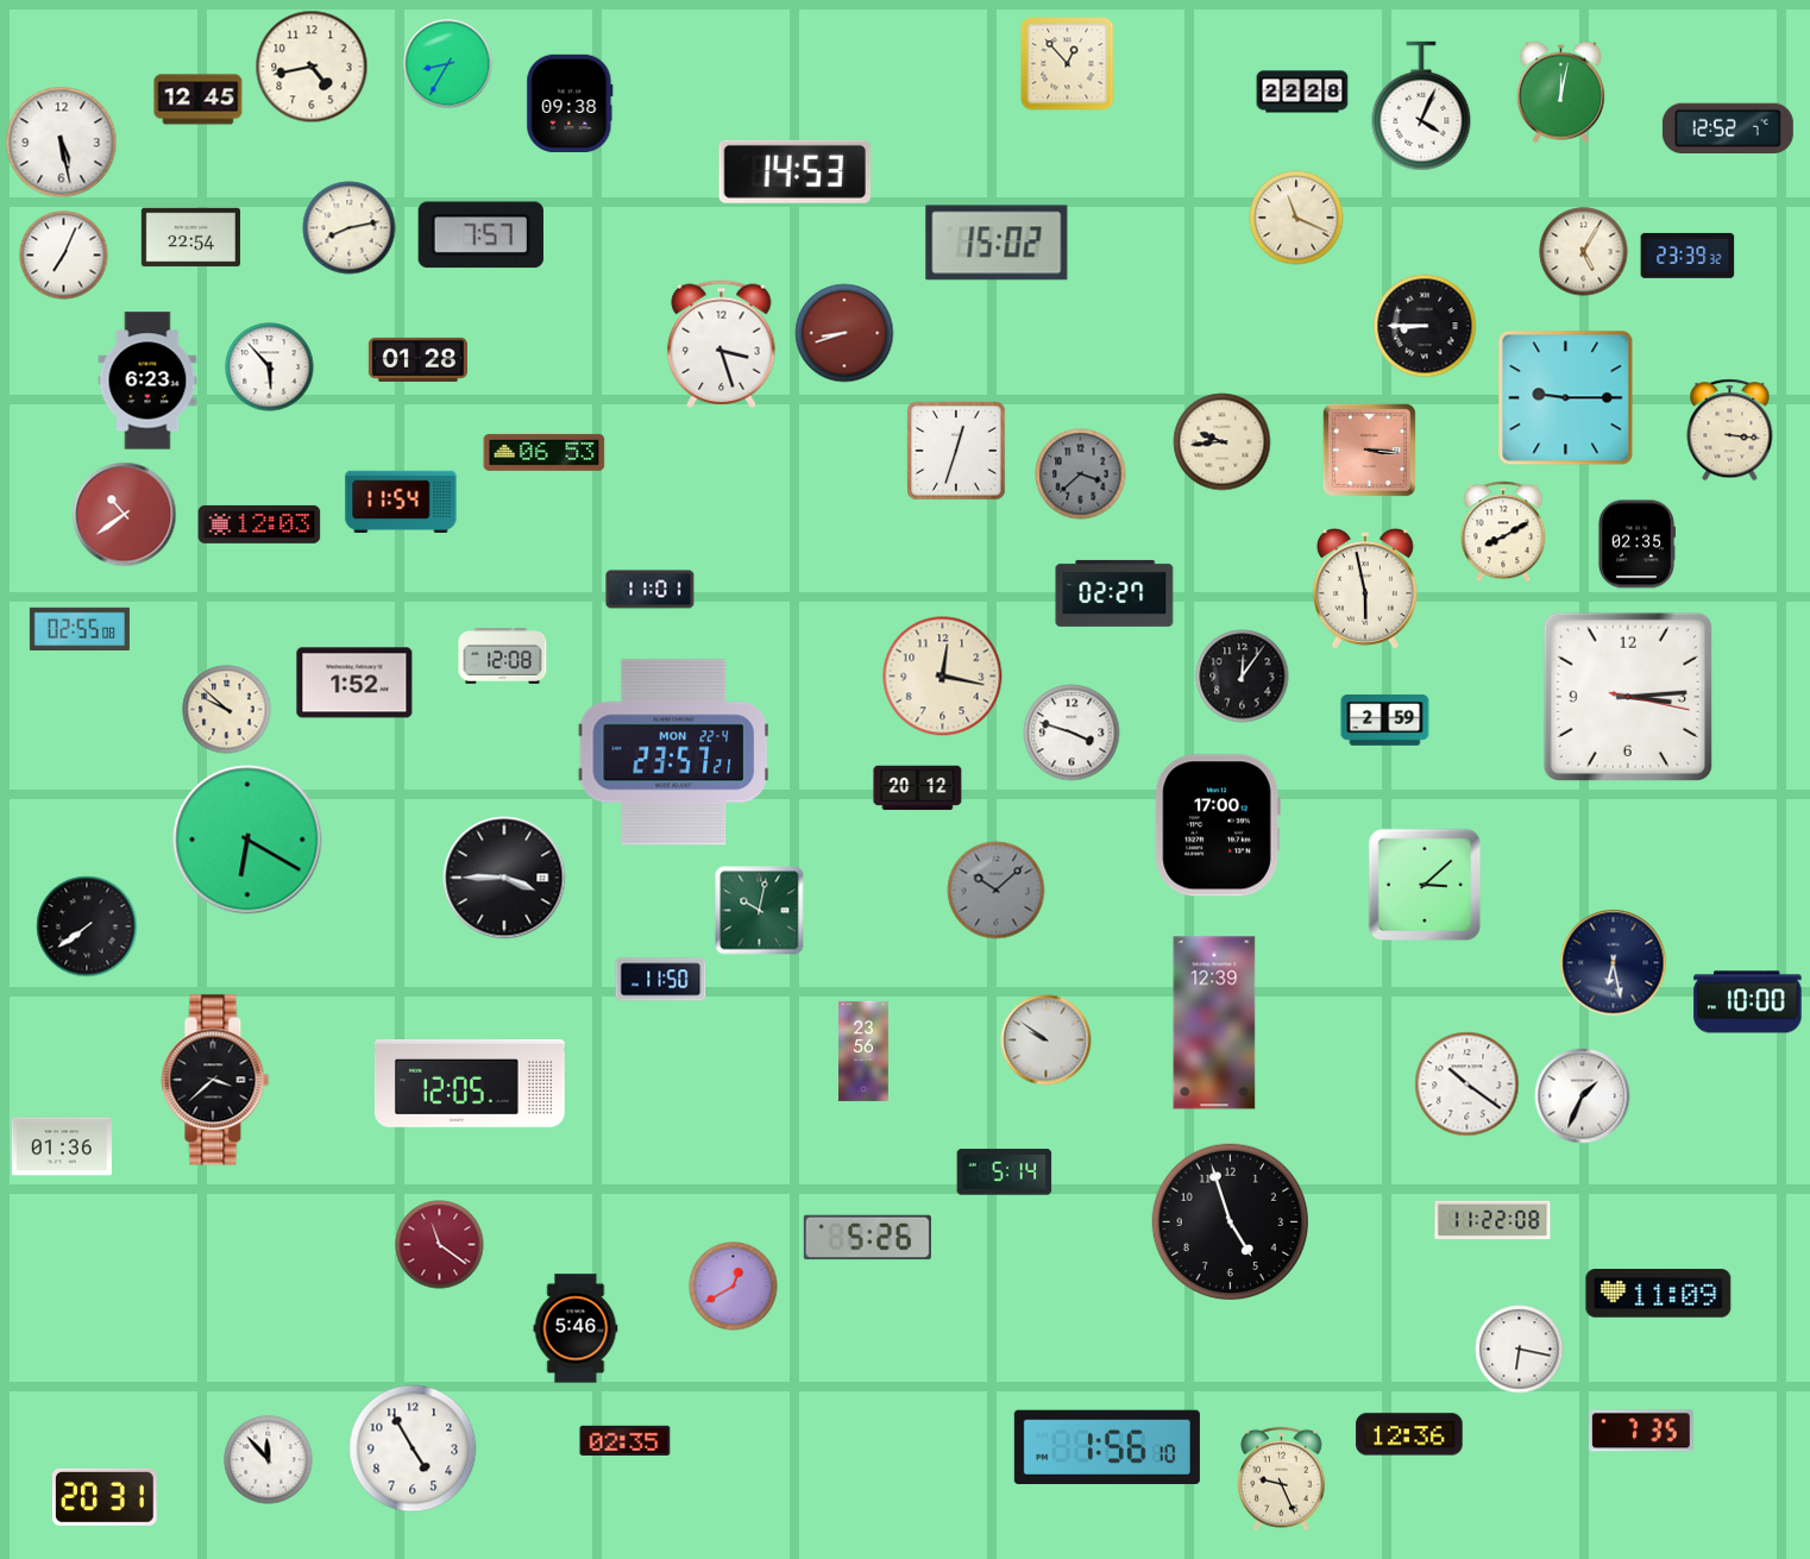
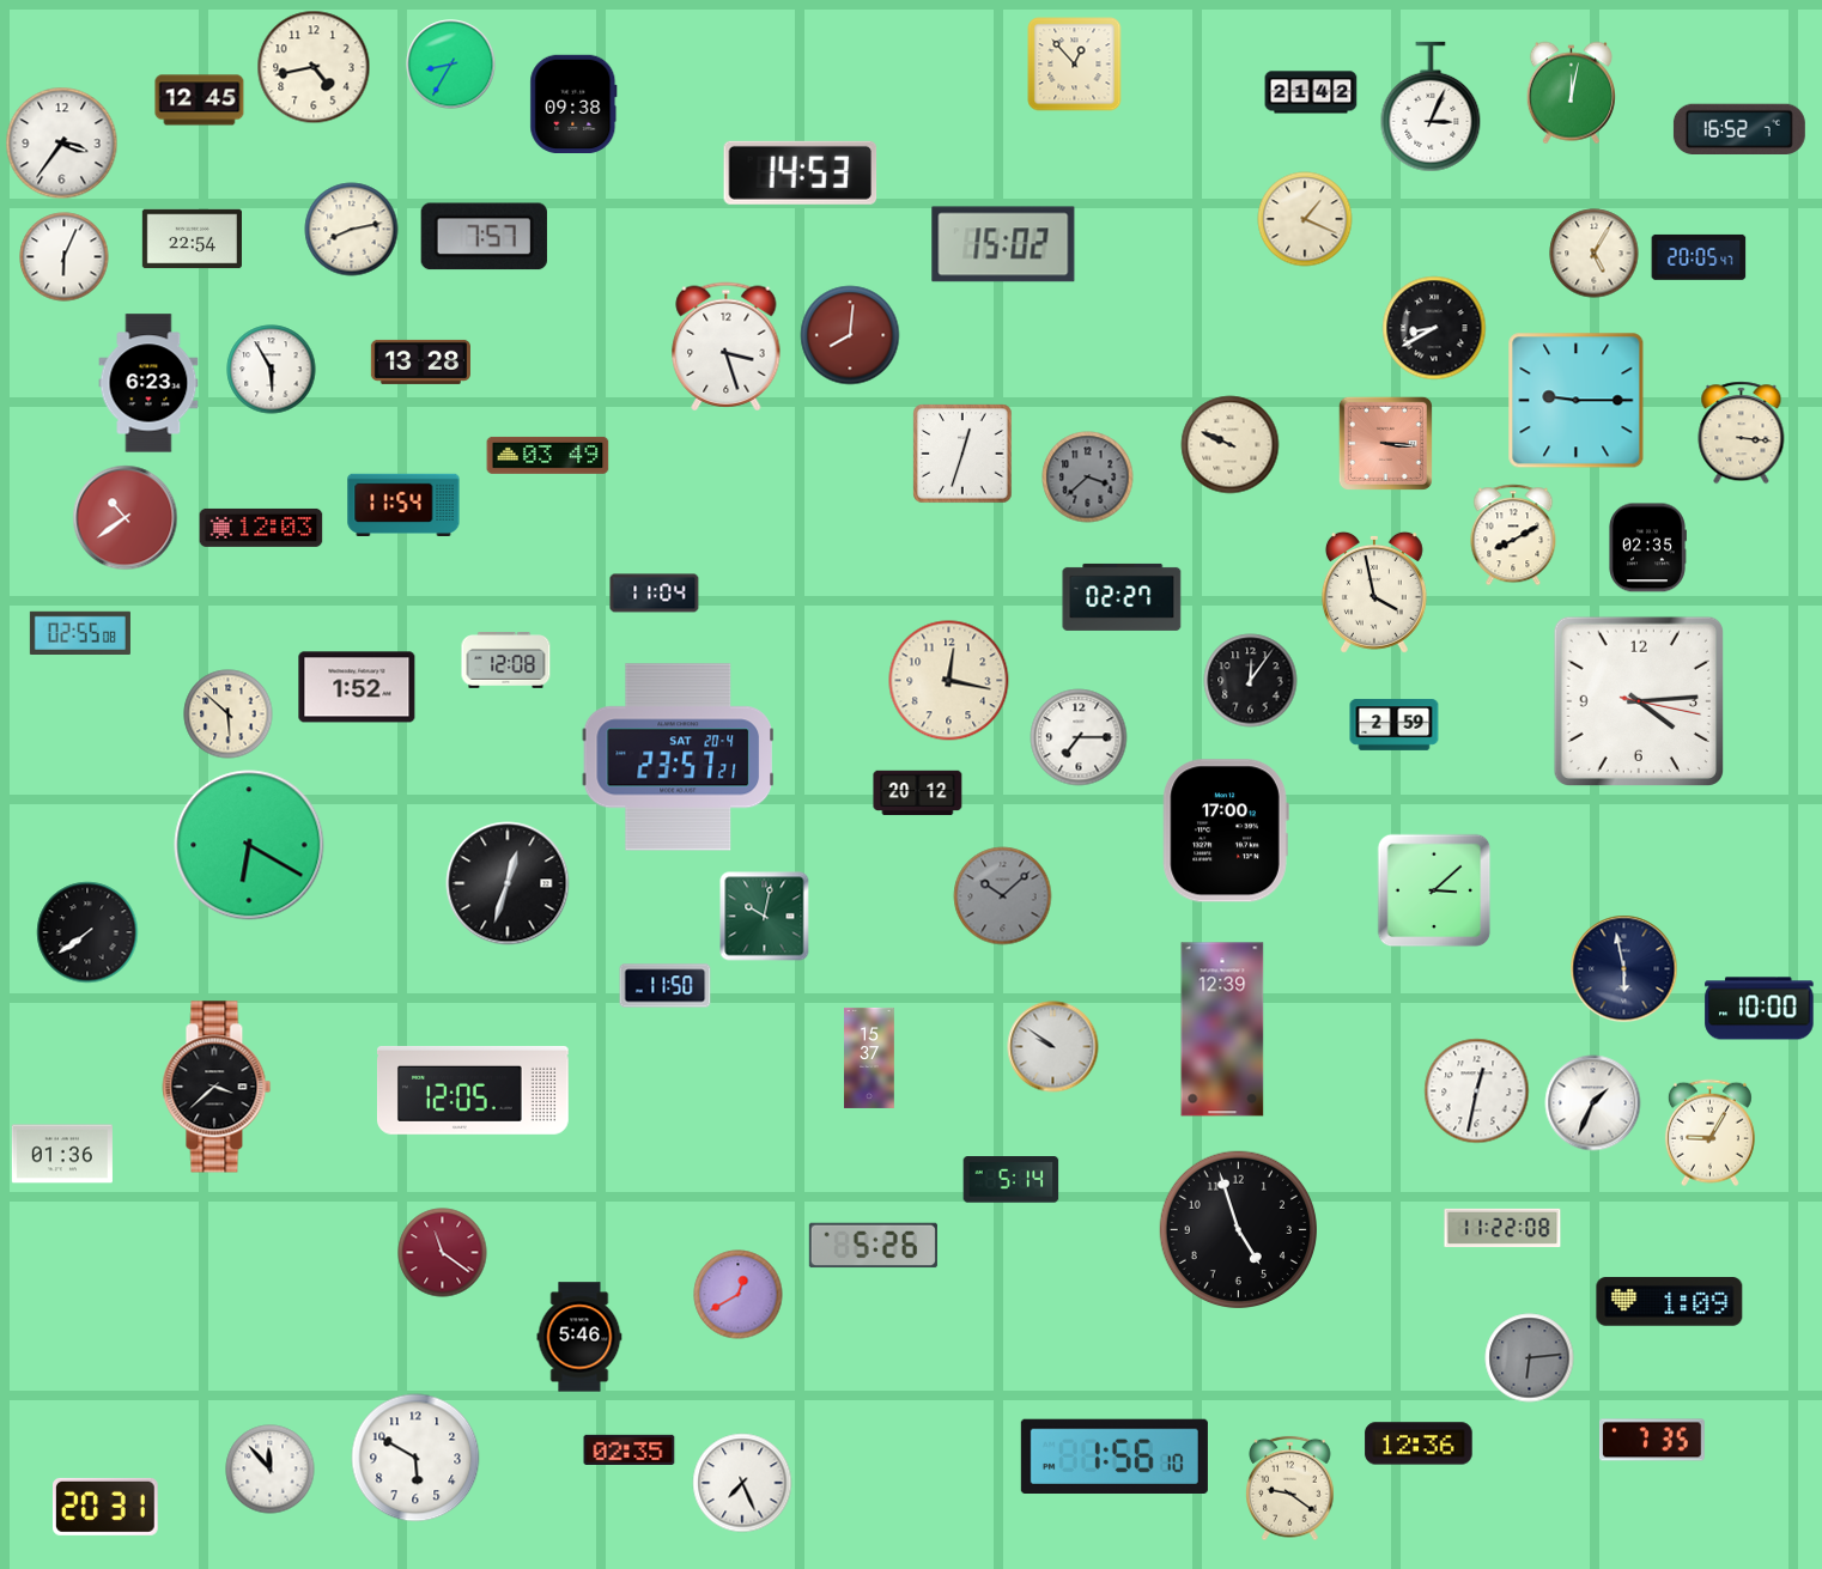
clock at (1302, 92): 22:28 -> 21:42
clock at (1421, 106): 4:04 -> 3:04
clock at (1728, 128): 12:52 -> 16:52
clock at (62, 143): 5:28 -> 3:36
clock at (1296, 218): 11:19 -> 1:19
clock at (64, 256): 7:04 -> 6:04
clock at (1688, 256): 23:39 -> 20:05
clock at (1425, 326): 8:45 -> 8:40
clock at (844, 333): 8:42 -> 8:01
clock at (417, 359): 01:28 -> 13:28
clock at (270, 367): 5:53 -> 5:55
clock at (1223, 442): 9:44 -> 9:49
clock at (1369, 450) position: (1369, 450) -> (1385, 443)
clock at (545, 452): 06:53 -> 03:49
clock at (1365, 589): 5:58 -> 3:58
clock at (651, 590): 11:01 -> 11:04
clock at (1628, 697): 3:14 -> 4:14
clock at (227, 710): 9:52 -> 5:52
clock at (1071, 733): 3:48 -> 7:15
clock at (673, 753) date: MON 22-4 -> SAT 20-4
clock at (918, 788) position: (918, 788) -> (918, 793)
clock at (504, 878): 3:45 -> 12:33
clock at (1614, 963): 6:28 -> 5:58
clock at (863, 1051): 23:56 -> 15:37
clock at (1468, 1085): 10:21 -> 12:32
clock at (1709, 1133): none -> 9:05
clock at (1659, 1294): 11:09 -> 1:09
clock at (1520, 1350): 6:17 -> 6:14
clock at (1520, 1350) dial: white -> grey
clock at (413, 1448): 4:55 -> 5:50
clock at (742, 1483): none -> 7:26
clock at (1282, 1479): 9:26 -> 9:21
